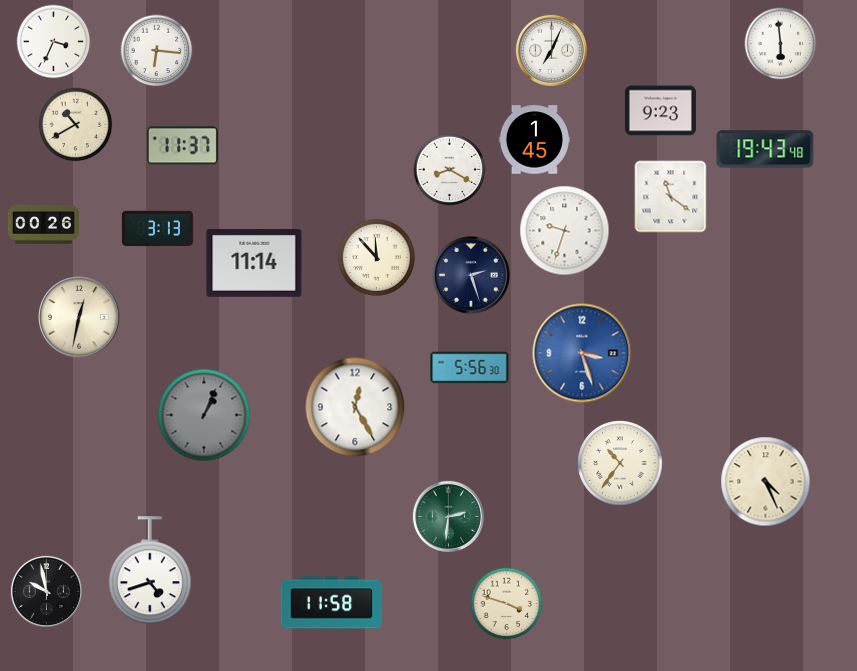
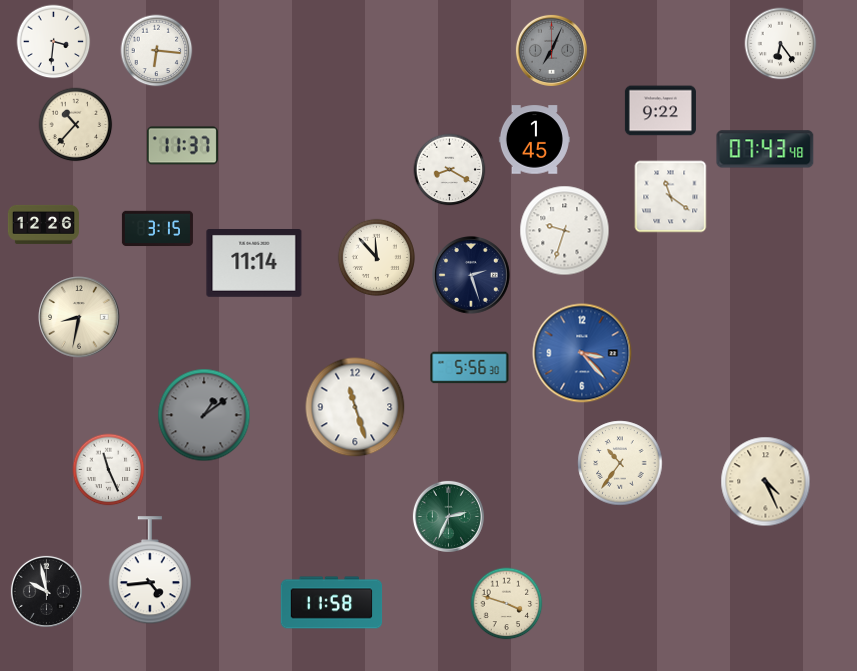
clock at (54, 42): 3:34 -> 3:31
clock at (781, 44): 5:59 -> 6:24
clock at (551, 50) dial: white -> grey
clock at (660, 111): 9:23 -> 9:22
clock at (76, 125): 10:40 -> 10:37
clock at (765, 149): 19:43 -> 07:43
clock at (43, 224): 00:26 -> 12:26
clock at (157, 229): 3:13 -> 3:15
clock at (79, 317): 12:32 -> 8:32
clock at (582, 353): 3:27 -> 3:23
clock at (355, 407): 12:25 -> 11:27
clock at (204, 415): 1:04 -> 1:09
clock at (109, 470): none -> 11:26
clock at (448, 516): 2:31 -> 2:34
clock at (150, 571): 4:42 -> 4:44
